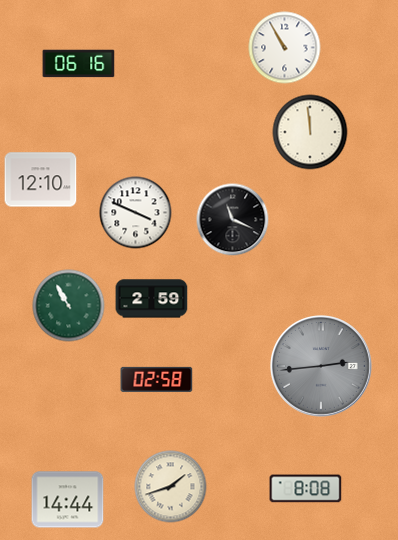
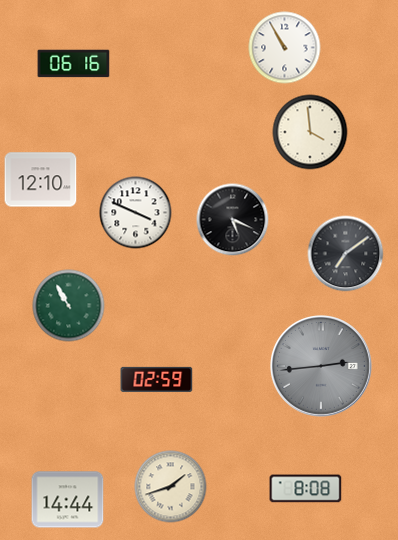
clock at (79, 64) position: (79, 64) -> (74, 64)
clock at (310, 132): 11:59 -> 3:59
clock at (233, 220): 11:19 -> 5:19
clock at (346, 254): none -> 7:09
clock at (152, 299): 2:59 -> none
clock at (157, 379): 02:58 -> 02:59
